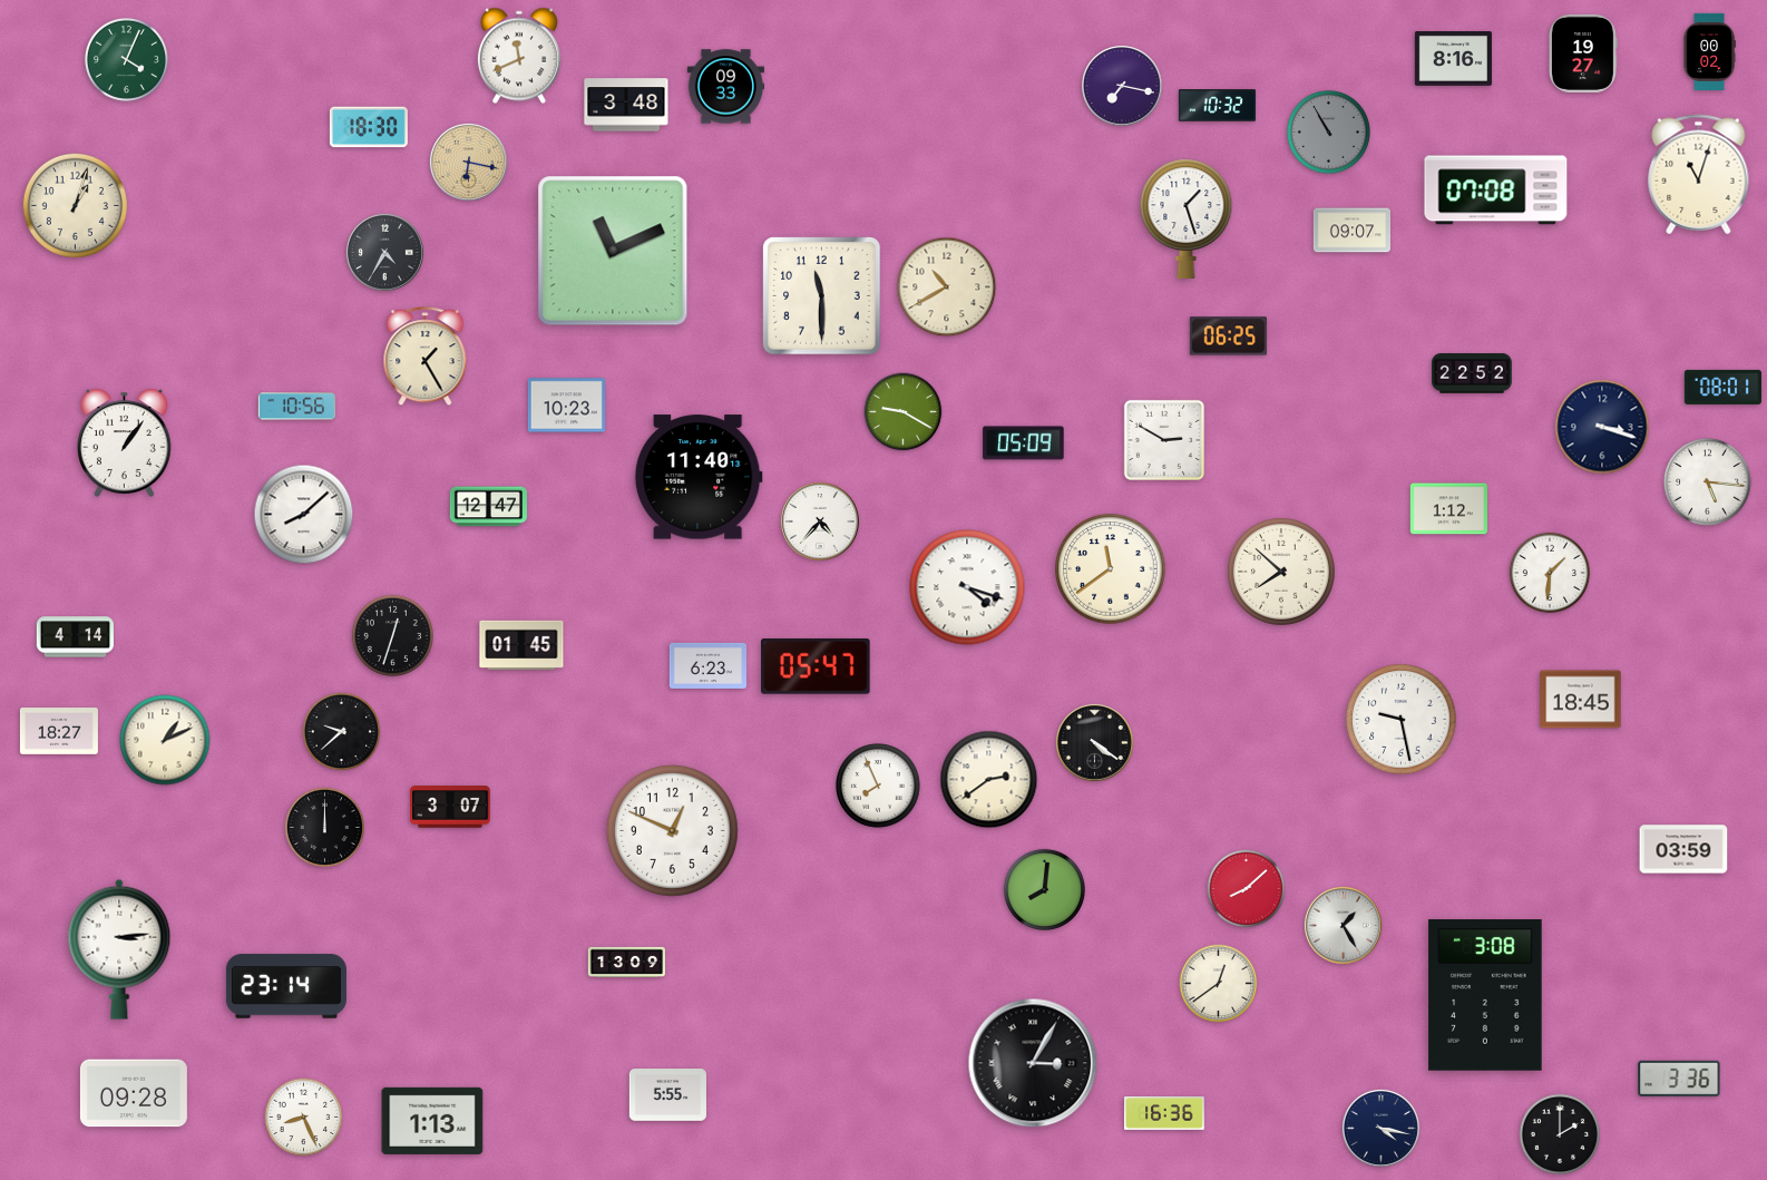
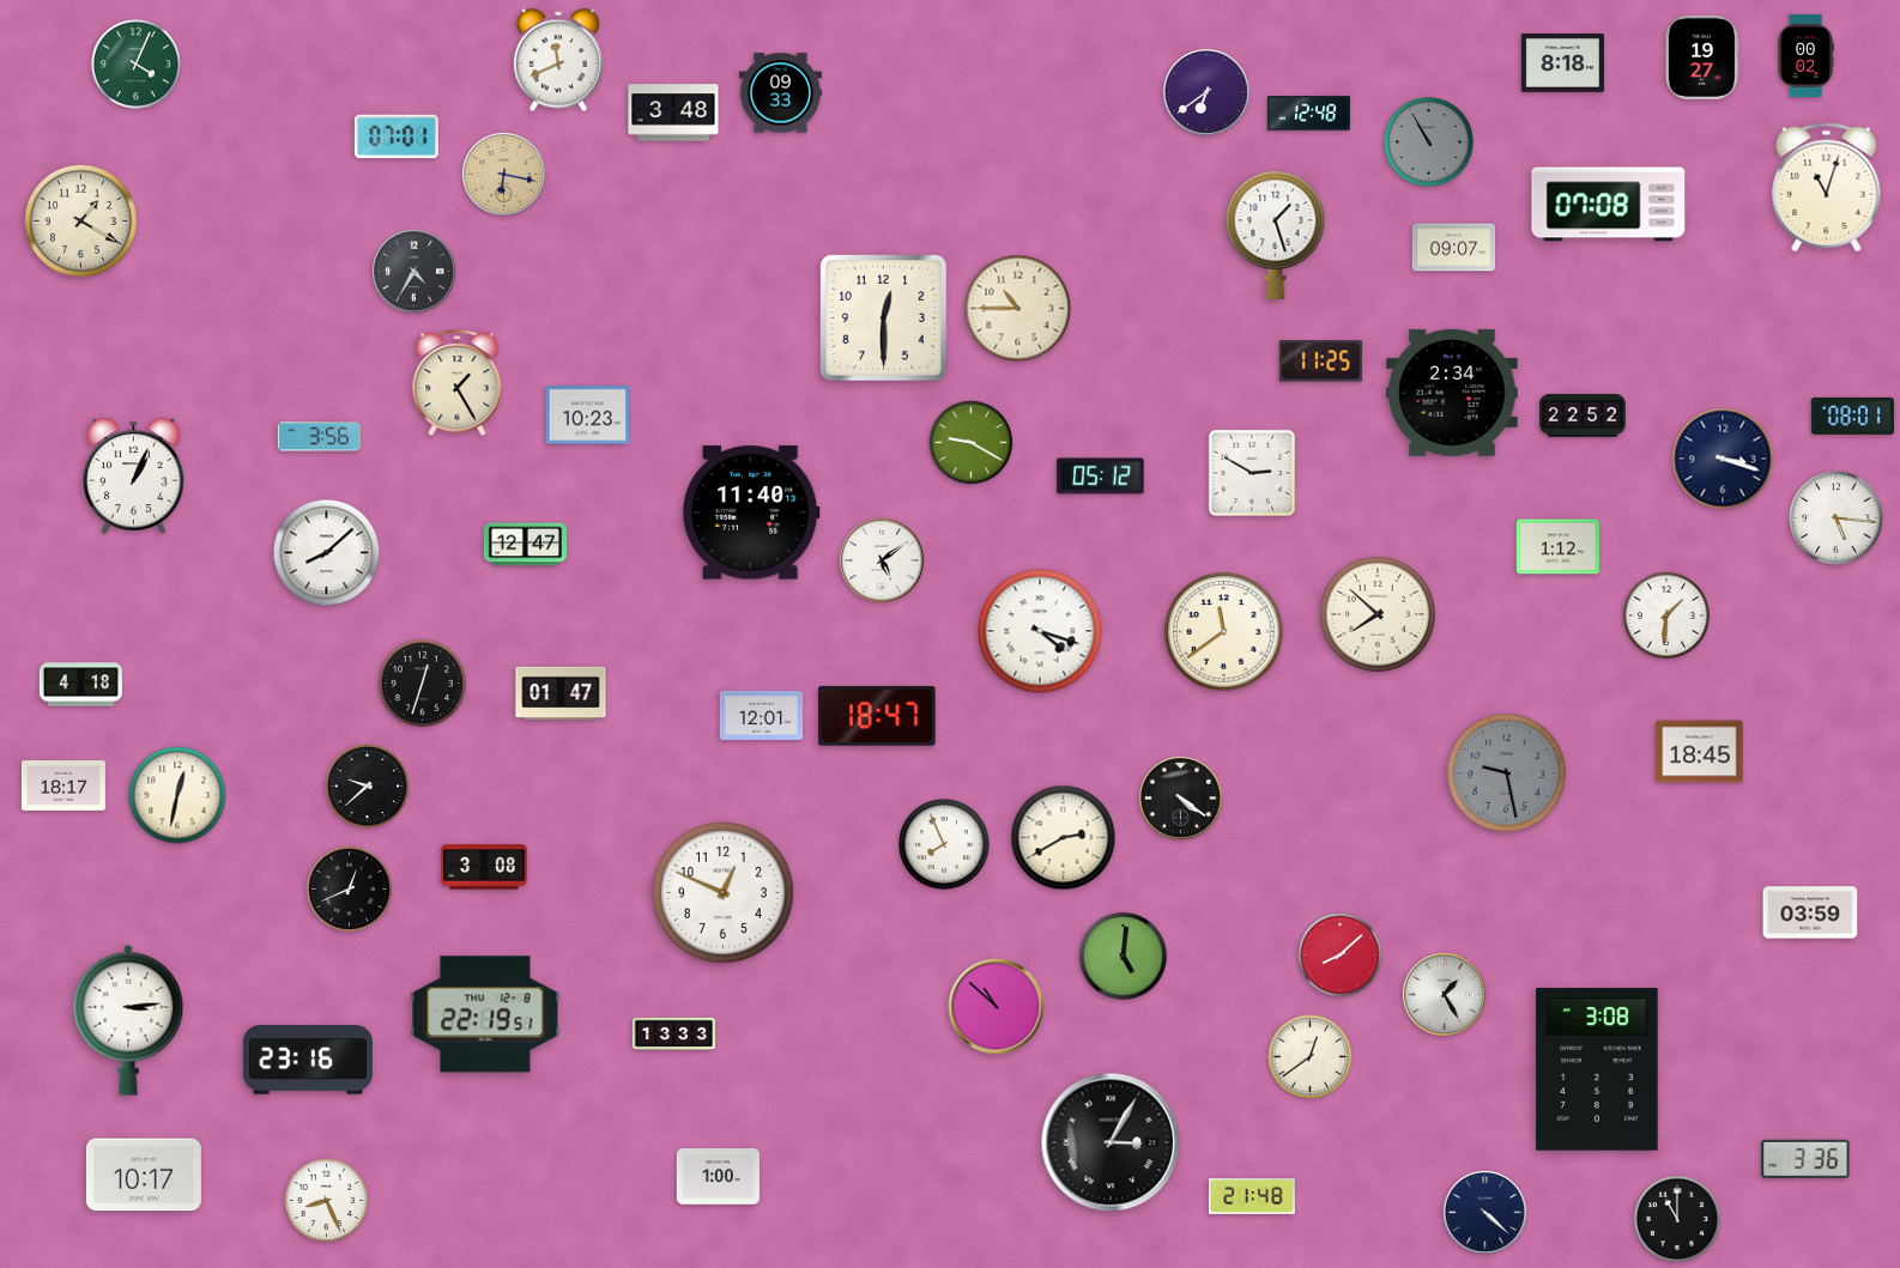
clock at (1709, 51) position: (1709, 51) -> (1805, 55)
clock at (1453, 59): 8:16 -> 8:18
clock at (1122, 86): 7:17 -> 6:39
clock at (1217, 106): 10:32 -> 12:48
clock at (369, 127): 18:30 -> 07:01
clock at (75, 205): 1:03 -> 1:20
clock at (613, 251): 11:11 -> none
clock at (947, 287): 10:40 -> 10:45
clock at (822, 296): 11:30 -> 12:30
clock at (1228, 337): 06:25 -> 11:25
clock at (1453, 393): none -> 2:34
clock at (1472, 373) position: (1472, 373) -> (1583, 415)
clock at (566, 406) position: (566, 406) -> (587, 415)
clock at (296, 407): 10:56 -> 3:56
clock at (124, 442): 1:06 -> 1:04
clock at (1024, 443): 05:09 -> 05:12
clock at (820, 521): 4:37 -> 5:09
clock at (1111, 569) position: (1111, 569) -> (1224, 632)
clock at (75, 637): 4:14 -> 4:18
clock at (521, 644): 01:45 -> 01:47
clock at (707, 665): 6:23 -> 12:01
clock at (817, 666): 05:47 -> 18:47
clock at (1402, 720) dial: white -> grey
clock at (59, 732): 18:27 -> 18:17
clock at (165, 740): 1:11 -> 12:32
clock at (1094, 742) position: (1094, 742) -> (1180, 797)
clock at (989, 780): 2:39 -> 2:40
clock at (450, 807): 3:07 -> 3:08
clock at (325, 828): 12:00 -> 12:41
clock at (1044, 889): 8:01 -> 5:01
clock at (997, 1007): none -> 10:52
clock at (485, 1014): none -> 22:19
clock at (626, 962): 13:09 -> 13:33
clock at (286, 986): 23:14 -> 23:16
clock at (134, 1093): 09:28 -> 10:17
clock at (667, 1095): 5:55 -> 1:00
clock at (1164, 1114): 16:36 -> 21:48
clock at (432, 1121): 1:13 -> none
clock at (1380, 1128): 4:17 -> 4:22
clock at (1559, 1133): 2:00 -> 11:00
